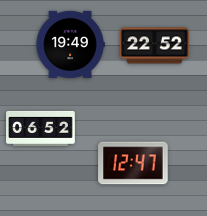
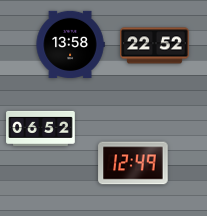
clock at (70, 44): 19:49 -> 13:58
clock at (133, 163): 12:47 -> 12:49
